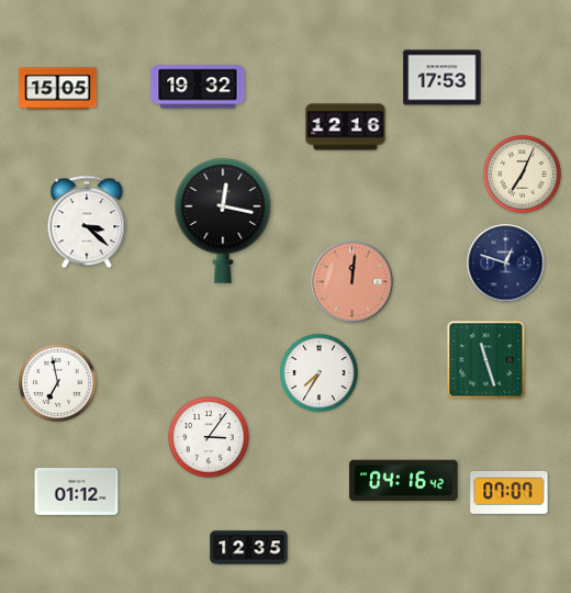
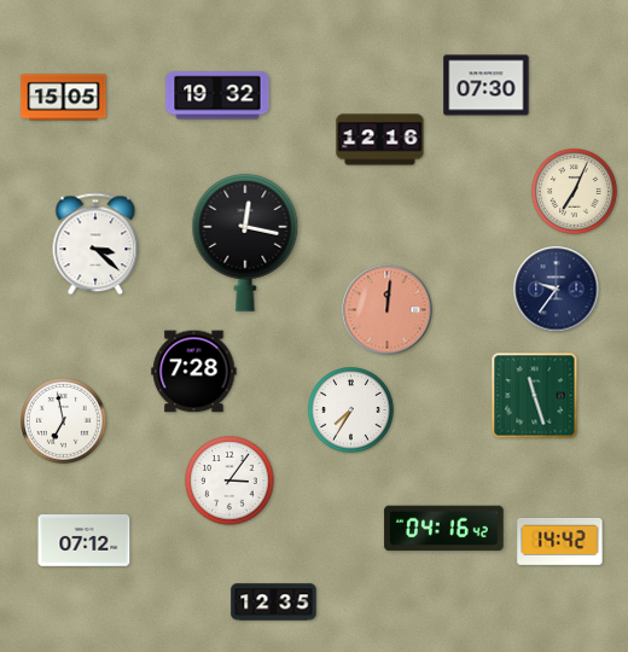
clock at (443, 78): 17:53 -> 07:30
clock at (506, 264): 12:48 -> 9:36
clock at (194, 372): none -> 7:28
clock at (77, 492): 01:12 -> 07:12
clock at (510, 492): 07:07 -> 14:42
